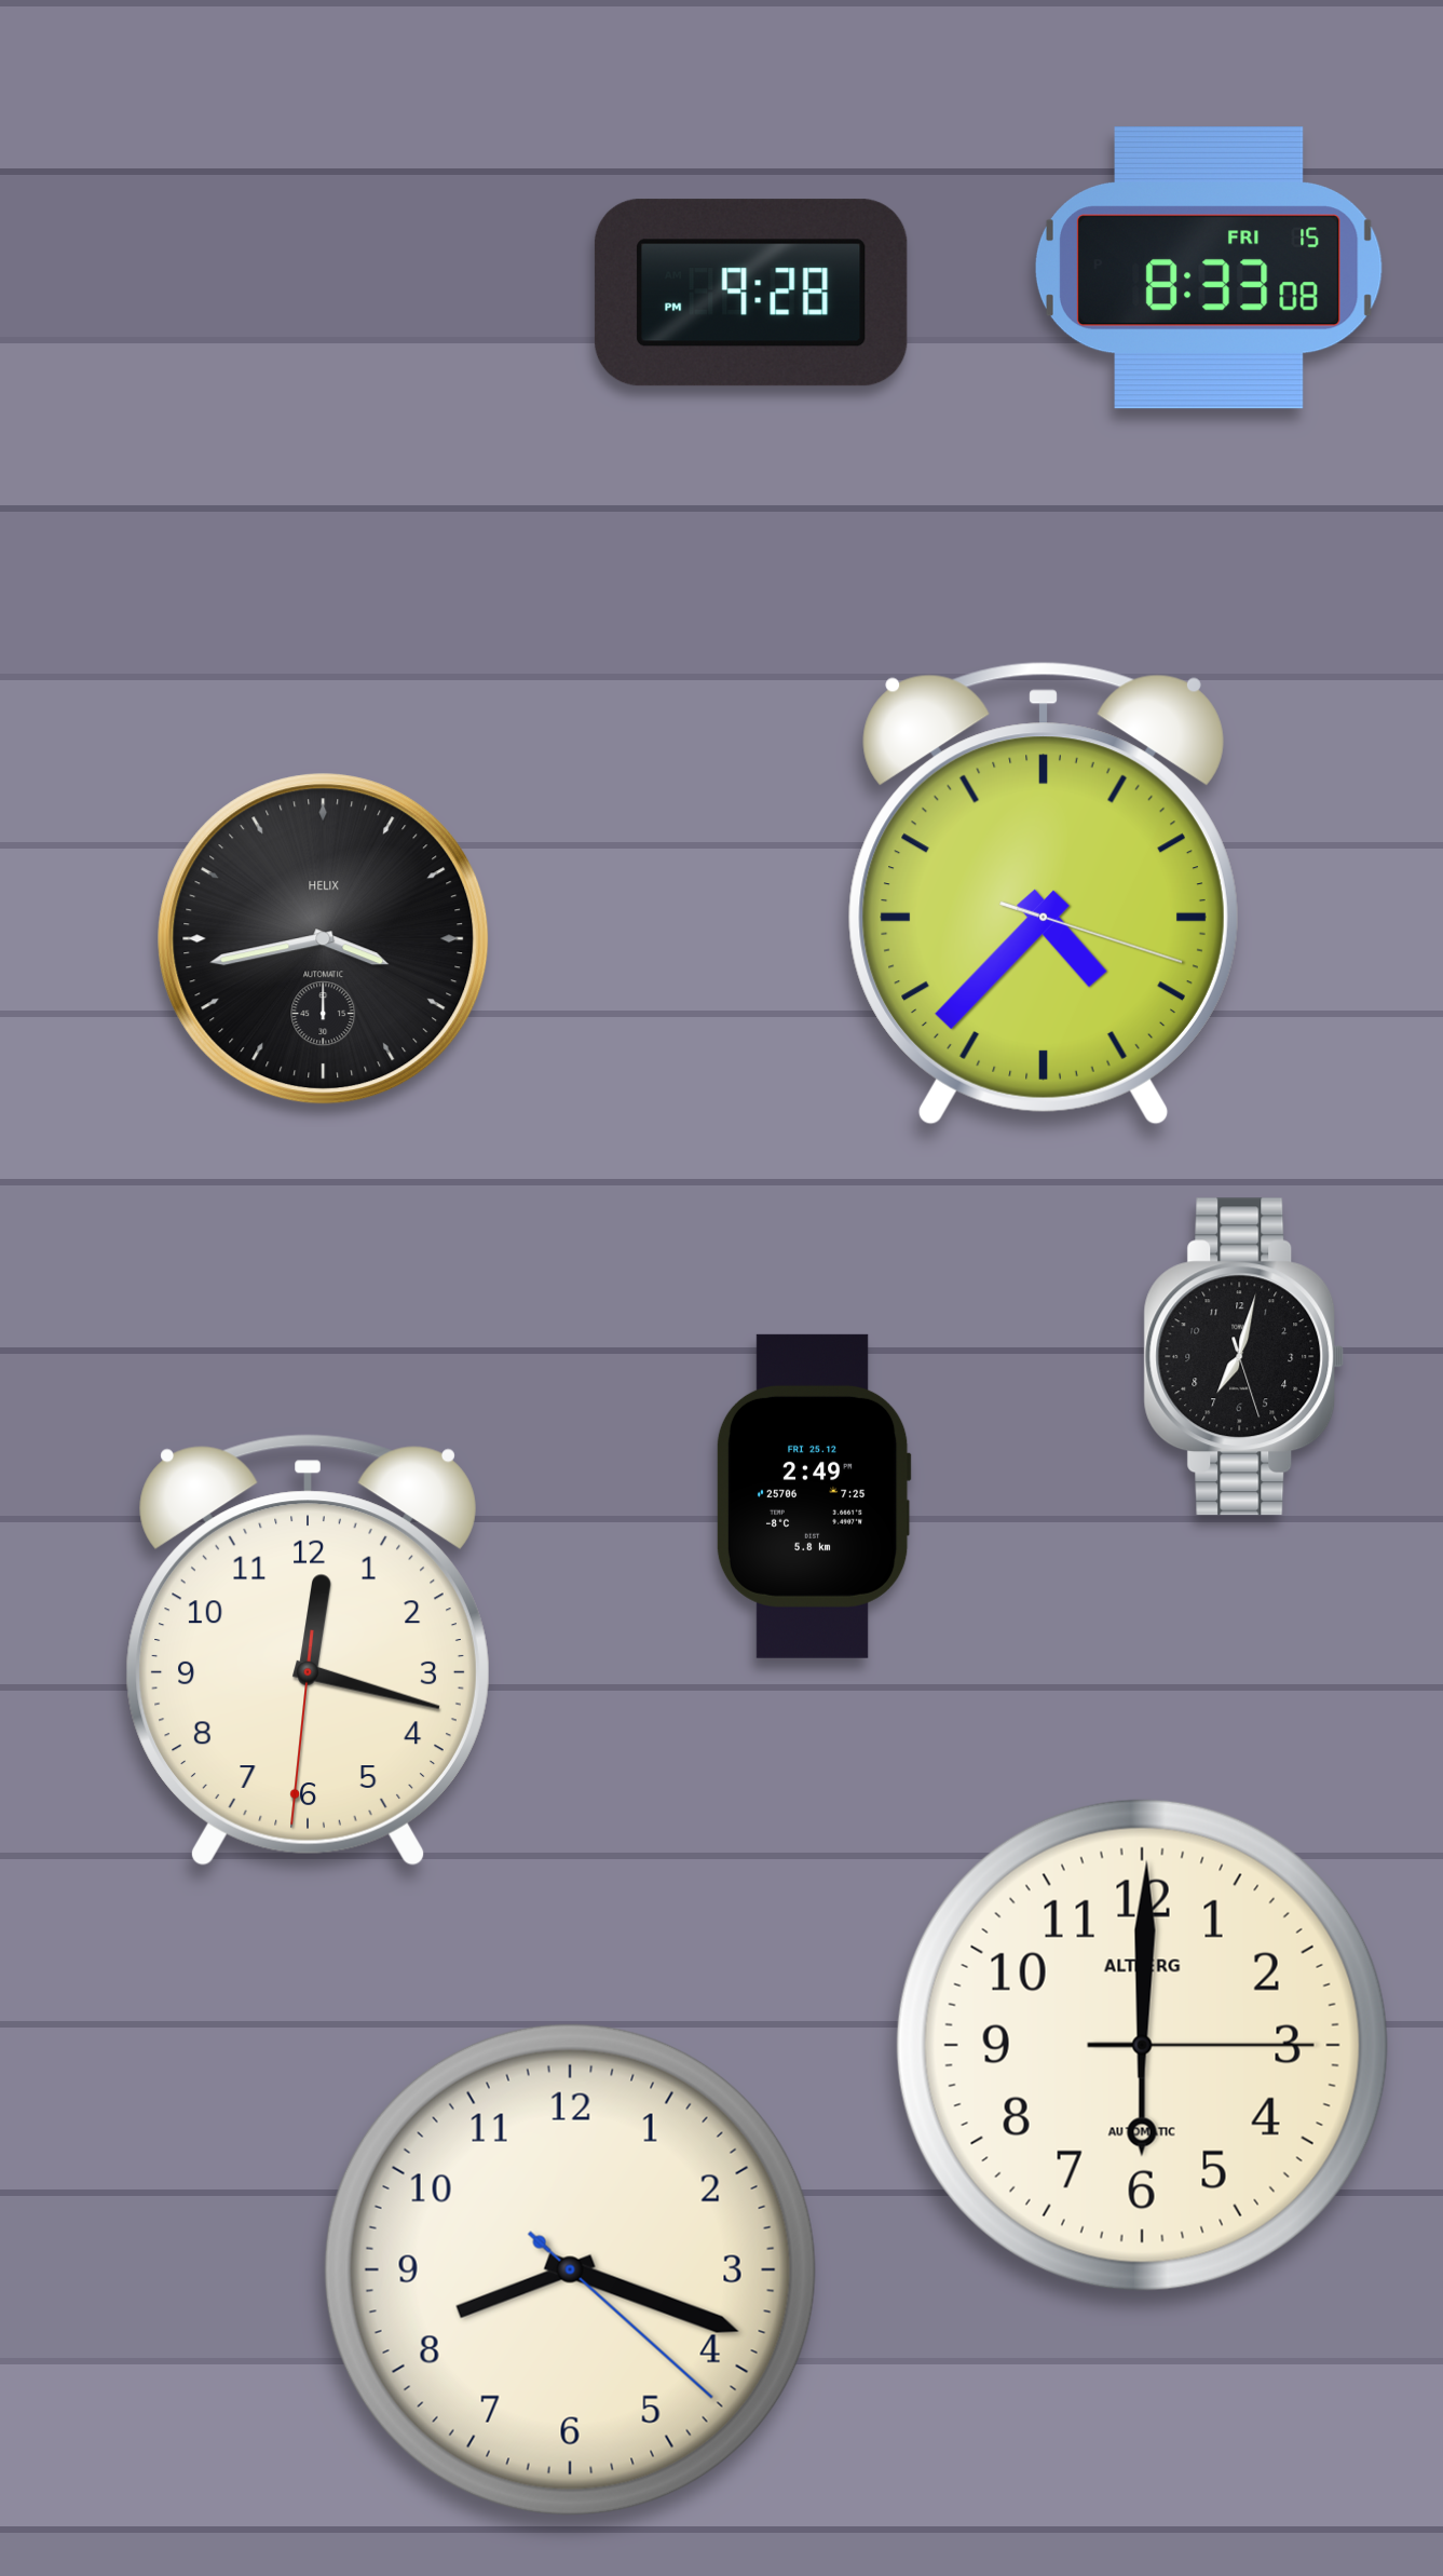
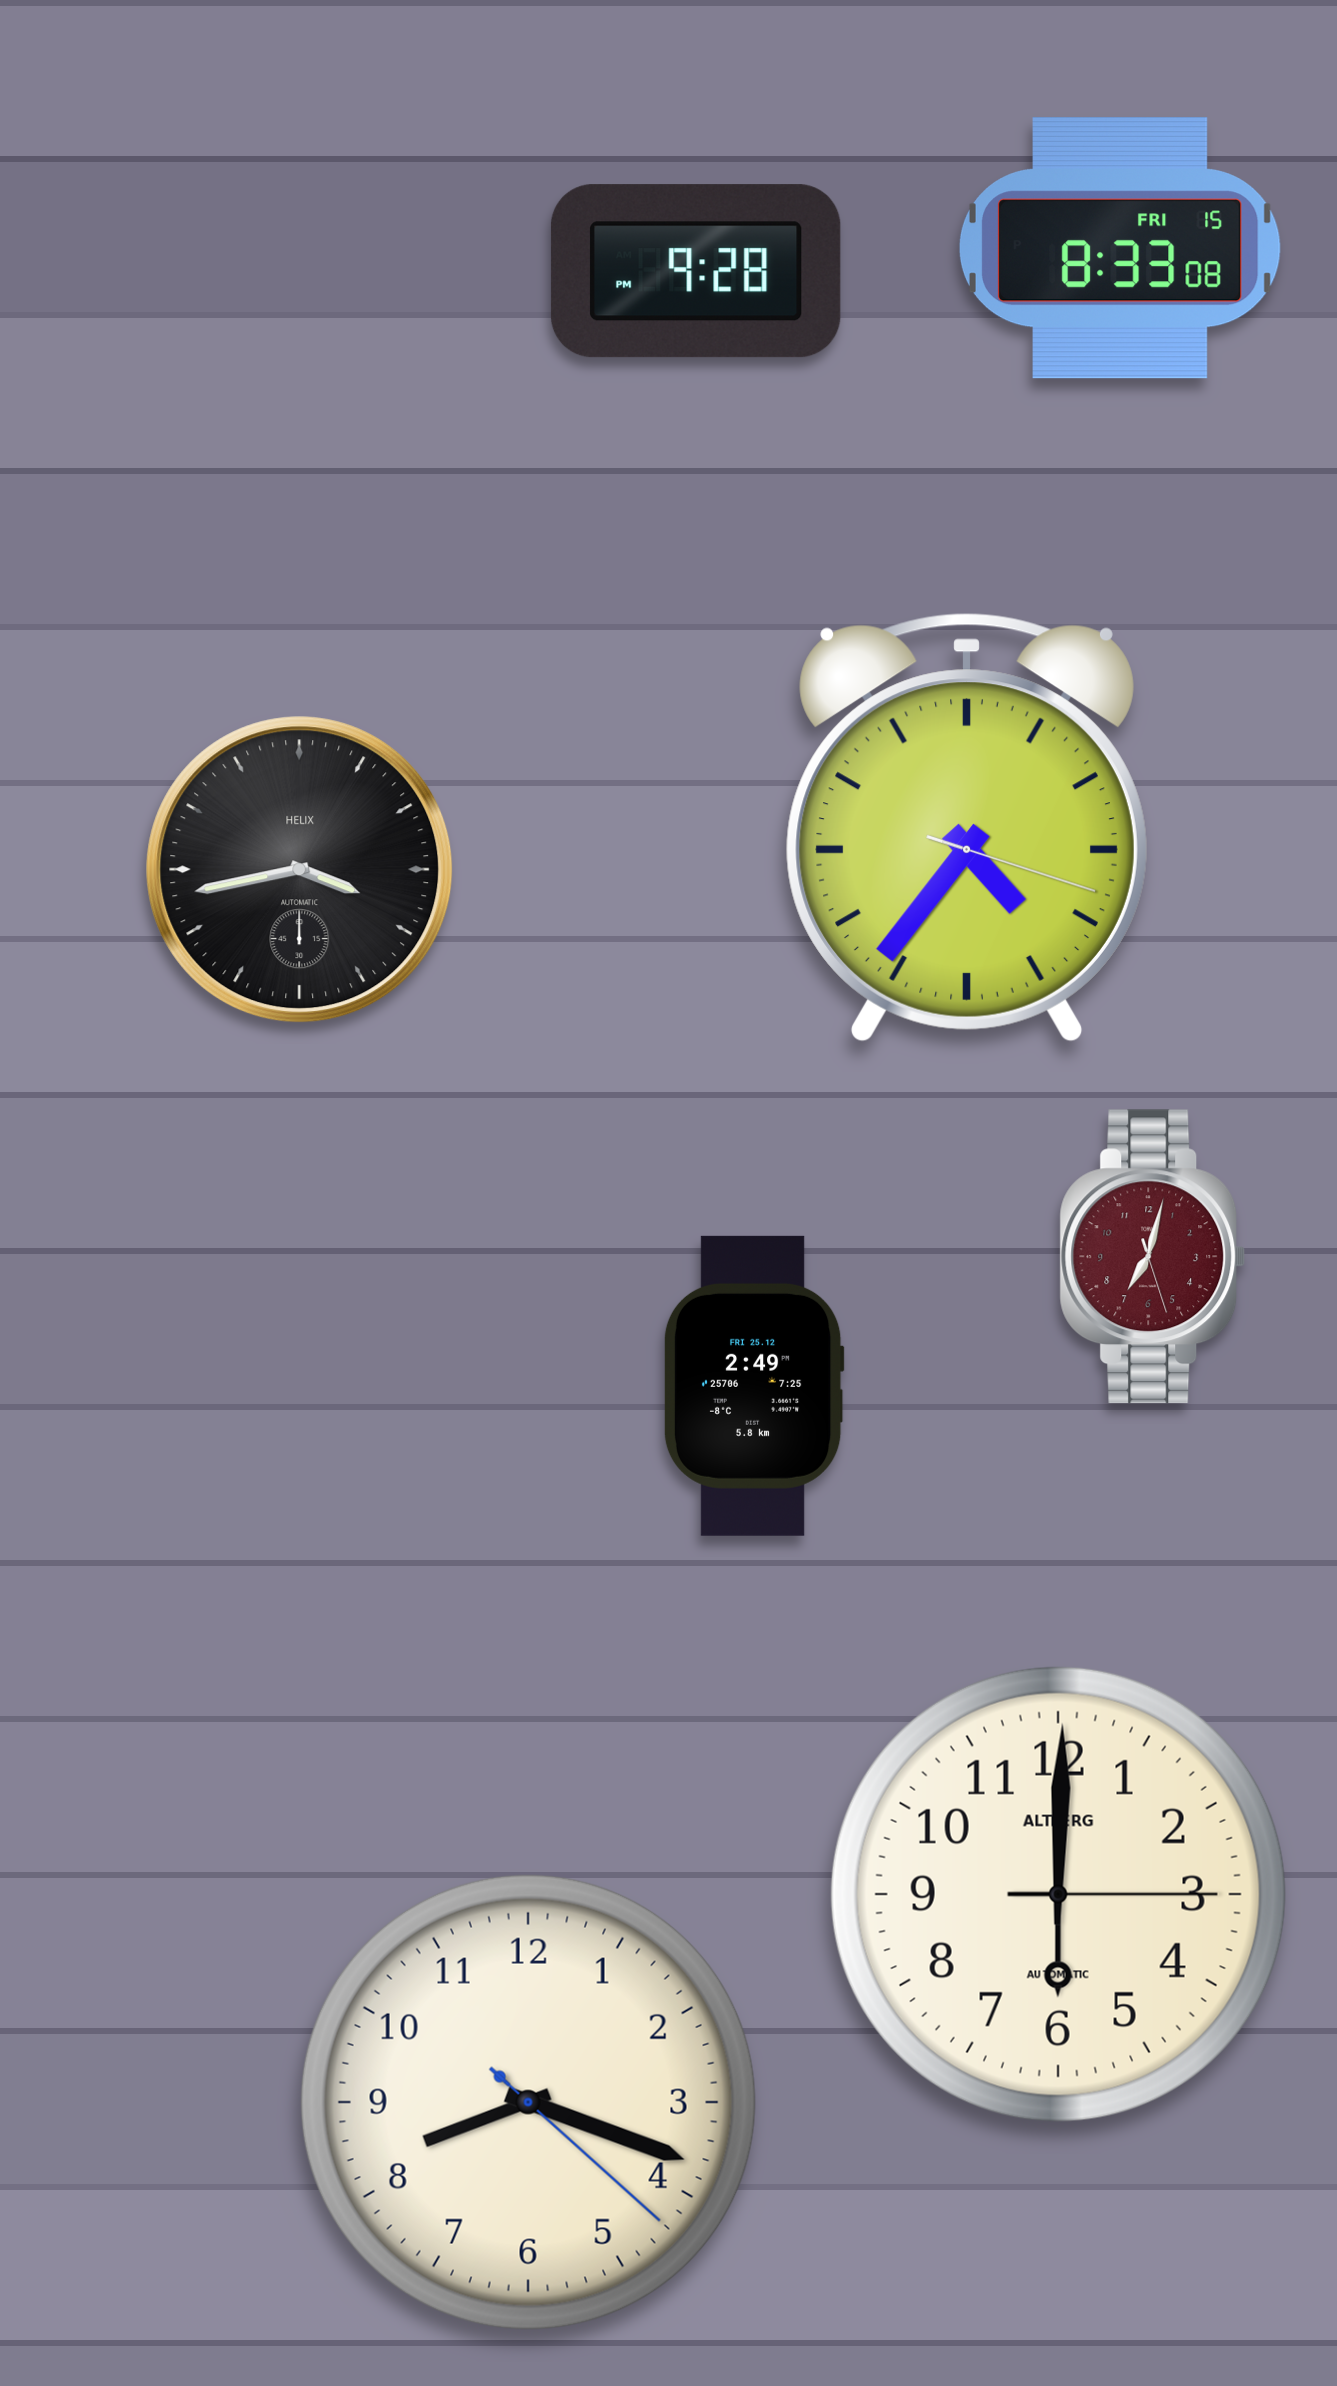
clock at (1044, 894): 4:37 -> 4:36
clock at (1244, 1357) dial: black -> burgundy
clock at (308, 1651): 12:17 -> none
